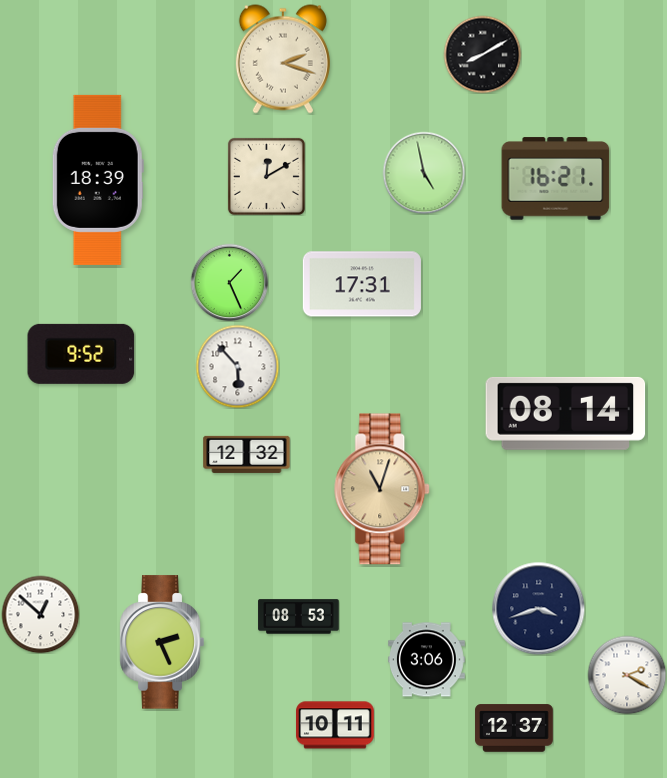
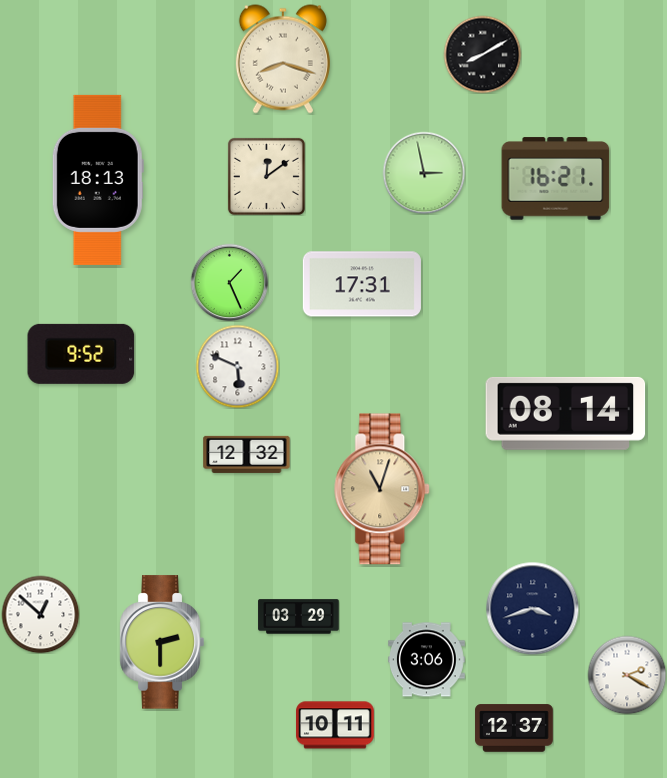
clock at (283, 59): 2:18 -> 8:18
clock at (424, 173): 4:58 -> 2:58
clock at (266, 176): 12:10 -> 12:09
clock at (98, 180): 18:39 -> 18:13
clock at (237, 366): 5:53 -> 5:49
clock at (538, 608) position: (538, 608) -> (532, 608)
clock at (299, 617): 08:53 -> 03:29
clock at (162, 642): 2:26 -> 2:30
